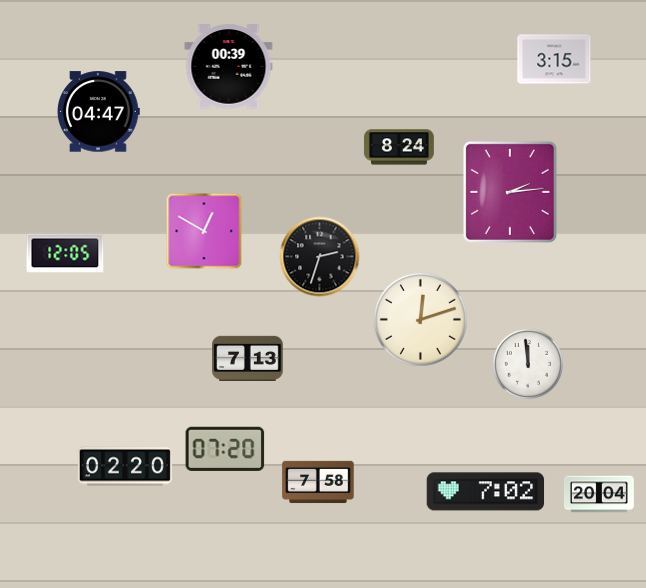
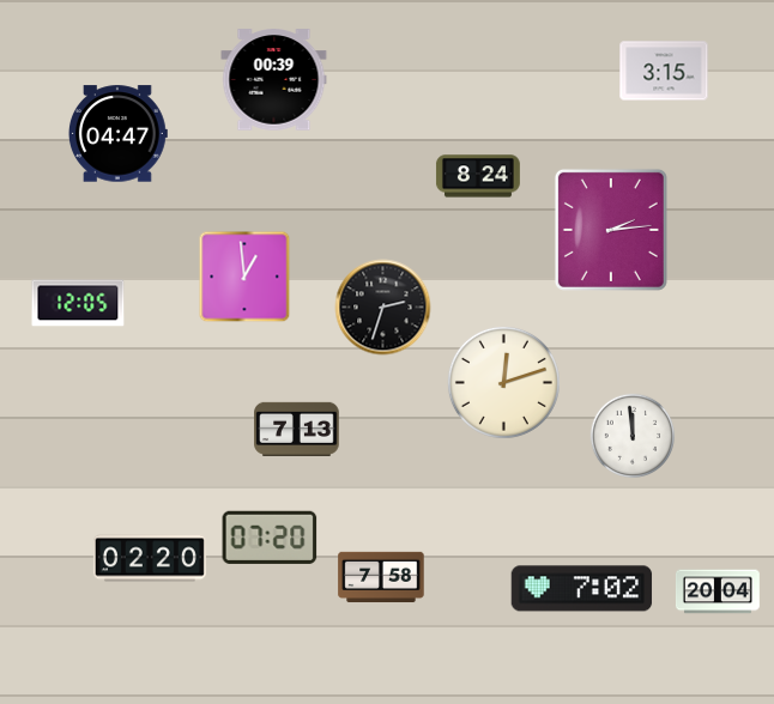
clock at (204, 231): 12:50 -> 12:59
